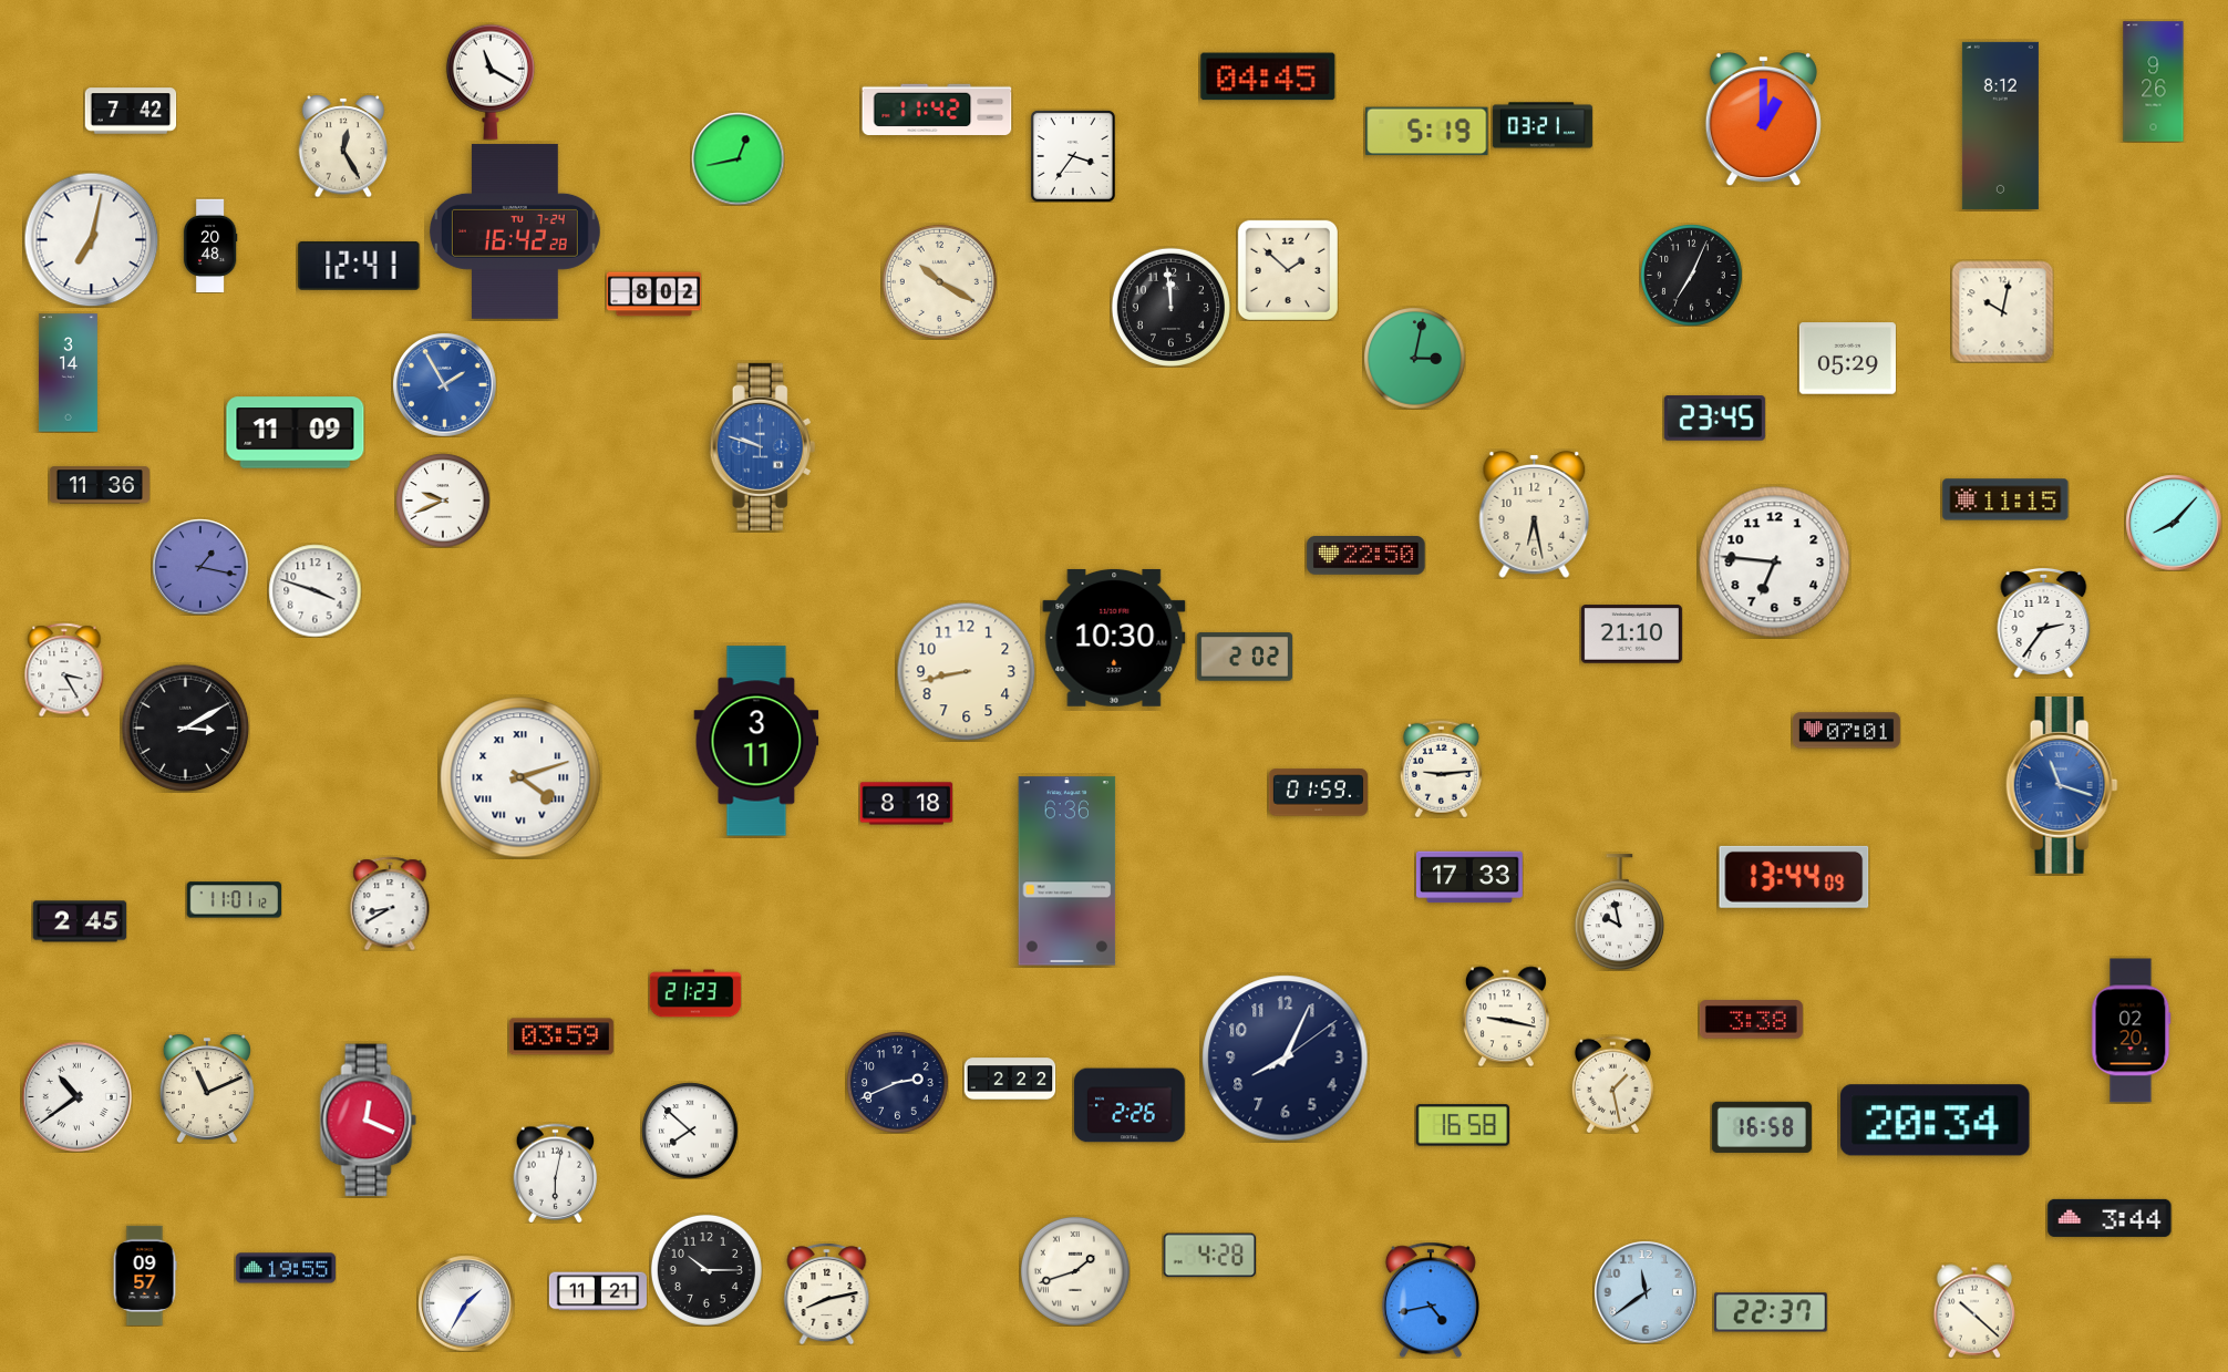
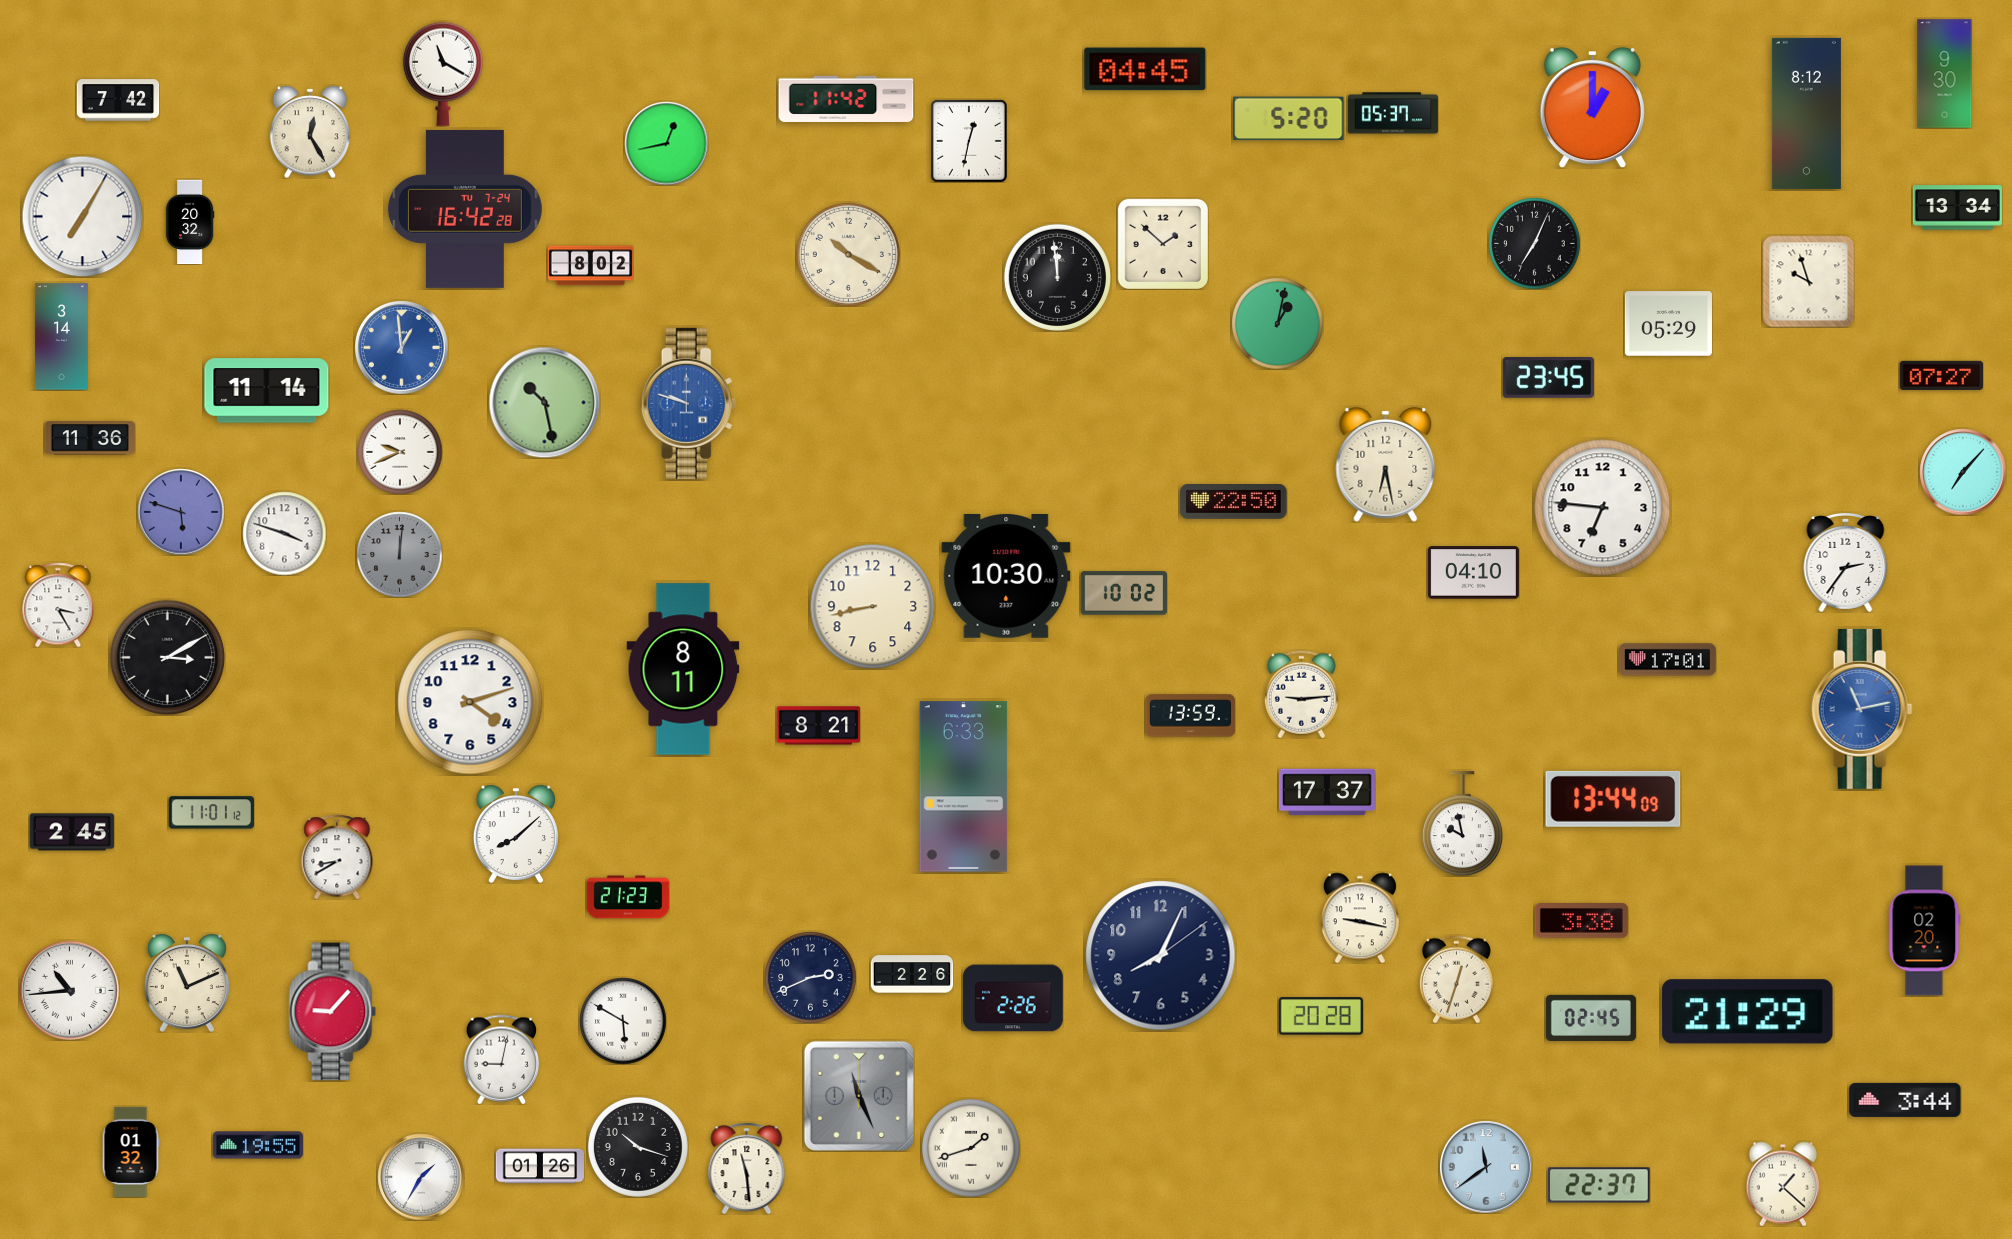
clock at (2154, 82): 9:26 -> 9:30
clock at (1543, 125): 03:21 -> 05:37
clock at (1427, 132): 5:19 -> 5:20
clock at (1073, 156): 3:36 -> 12:32
clock at (1957, 208): none -> 13:34
clock at (91, 239): 7:02 -> 7:05
clock at (210, 246): 20:48 -> 20:32
clock at (359, 266): 12:41 -> none
clock at (1691, 275) position: (1691, 275) -> (1534, 243)
clock at (2002, 311): 10:02 -> 9:57
clock at (1414, 358): 3:02 -> 1:02
clock at (444, 384): 1:55 -> 12:59
clock at (1941, 375): none -> 07:27
clock at (296, 433): 11:09 -> 11:14
clock at (544, 402): none -> 10:28
clock at (2005, 499): 11:15 -> none
clock at (2174, 523): 8:07 -> 7:07
clock at (200, 567): 1:17 -> 5:48
clock at (399, 554): none -> 12:01
clock at (1631, 635): 21:10 -> 04:10
clock at (1244, 657): 2:02 -> 10:02
clock at (1846, 731): 07:01 -> 17:01
clock at (756, 741): 3:11 -> 8:11
clock at (520, 777) numerals: Roman -> Arabic
clock at (2062, 785): 11:18 -> 11:13
clock at (1318, 793): 01:59 -> 13:59
clock at (906, 804): 8:18 -> 8:21
clock at (1067, 871): 6:36 -> 6:33
clock at (1469, 877): 17:33 -> 17:37
clock at (1794, 877) position: (1794, 877) -> (1613, 799)
clock at (390, 904) position: (390, 904) -> (337, 857)
clock at (516, 834): none -> 8:08
clock at (561, 1036): 03:59 -> none
clock at (1010, 1079): 2:22 -> 2:26
clock at (1612, 1084): 1:28 -> 12:33
clock at (76, 1096): 10:39 -> 10:44
clock at (1130, 1105) position: (1130, 1105) -> (1013, 998)
clock at (369, 1121): 12:19 -> 9:07
clock at (1936, 1121): 20:34 -> 21:29
clock at (1462, 1125): 16:58 -> 20:28
clock at (1762, 1127): 16:58 -> 02:45
clock at (690, 1131): 7:52 -> 5:50
clock at (556, 1173): 6:02 -> 9:02
clock at (859, 1096): none -> 11:26
clock at (1209, 1256): 4:28 -> none
clock at (706, 1270): 10:15 -> 10:18
clock at (145, 1276): 09:57 -> 01:32
clock at (598, 1291): 11:21 -> 01:26
clock at (827, 1293): 8:13 -> 11:29
clock at (1431, 1300): 4:43 -> none
clock at (1973, 1311): 10:22 -> 1:22
